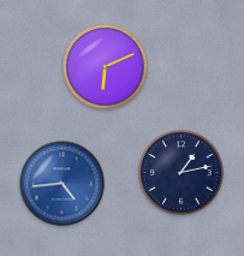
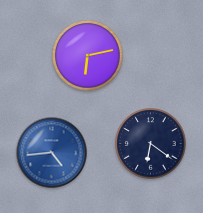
clock at (106, 67): 6:11 -> 6:13
clock at (181, 173): 1:13 -> 6:21
